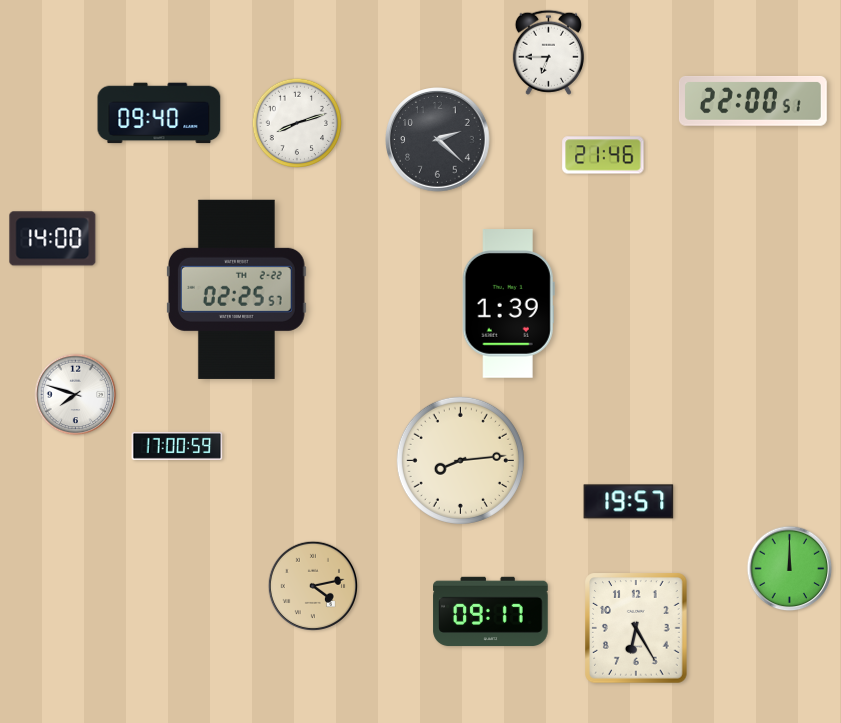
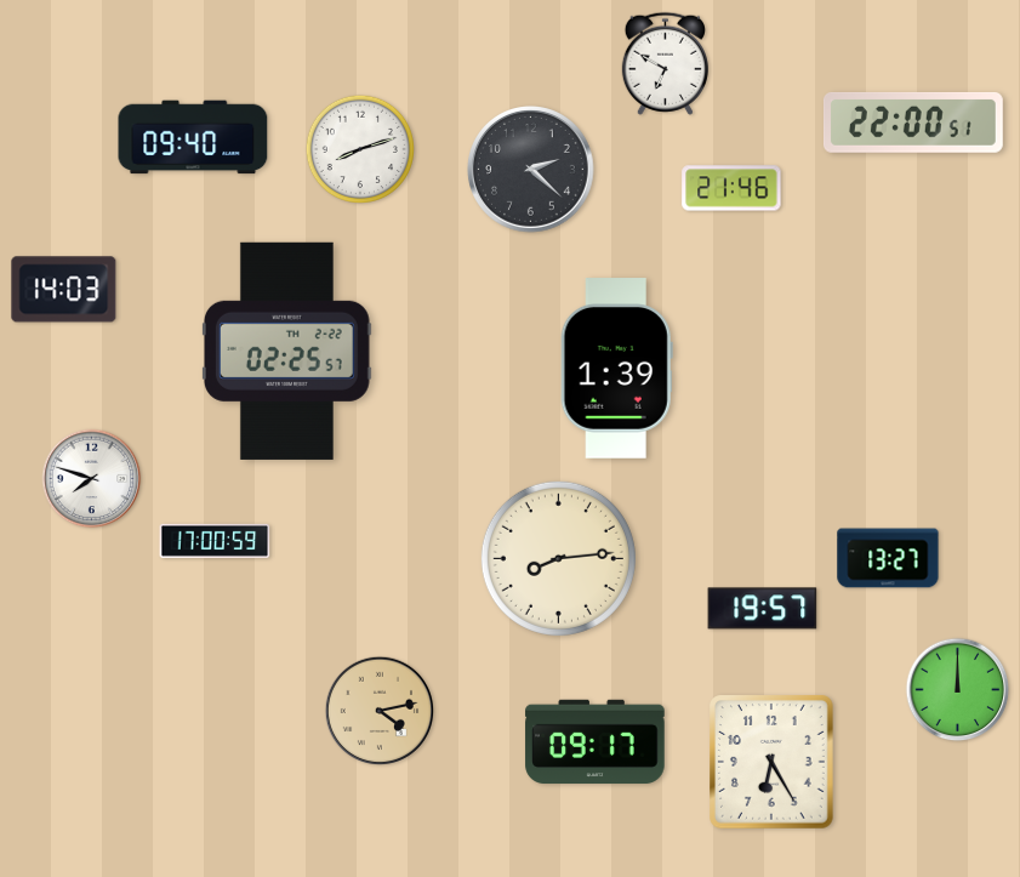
clock at (548, 52): 6:45 -> 6:50
clock at (53, 239): 14:00 -> 14:03
clock at (888, 558): none -> 13:27
